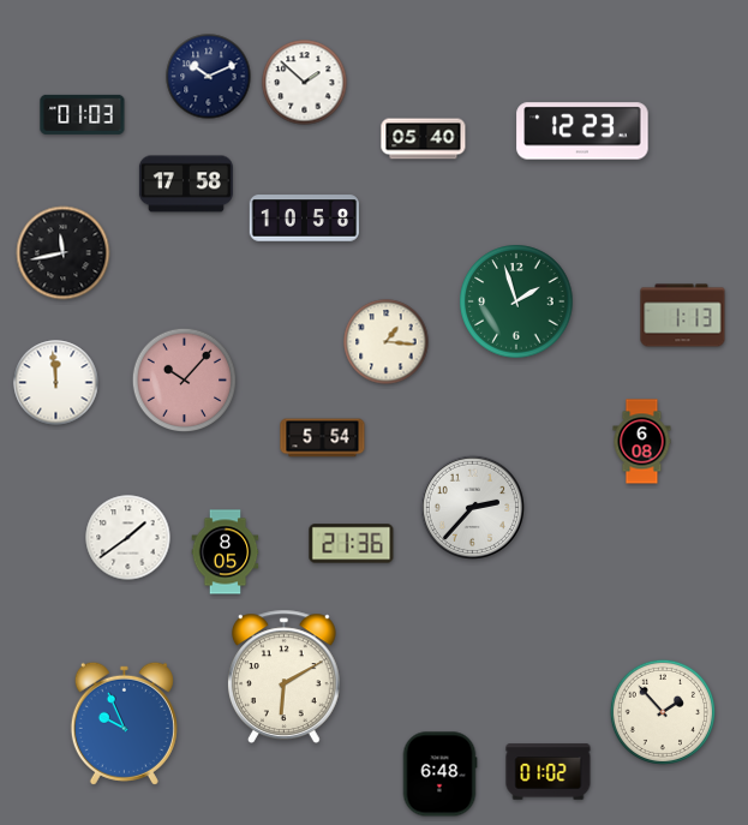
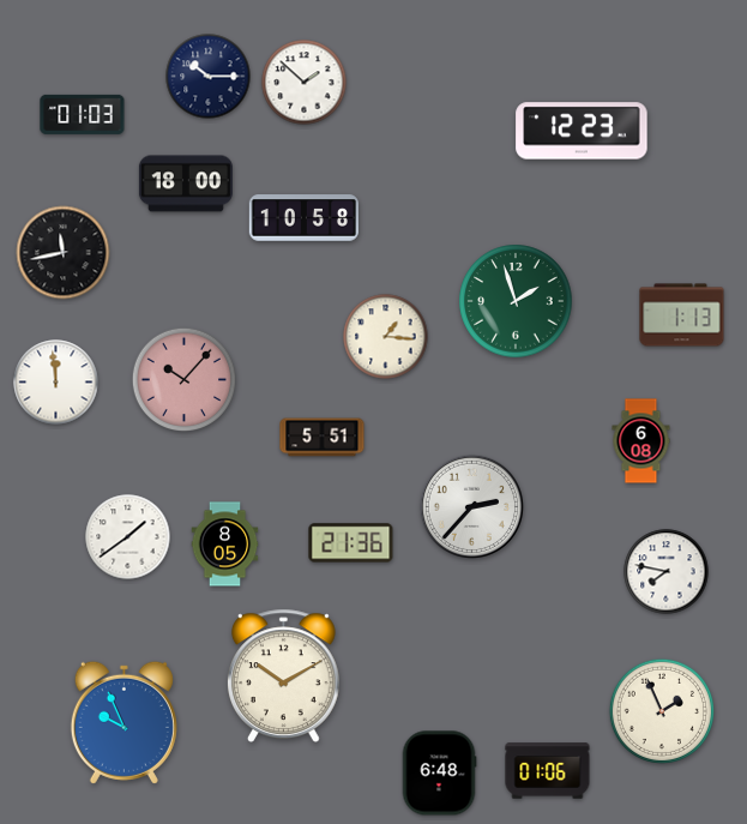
clock at (209, 77): 10:11 -> 10:15
clock at (424, 139): 05:40 -> none
clock at (186, 184): 17:58 -> 18:00
clock at (387, 342) position: (387, 342) -> (386, 337)
clock at (323, 438): 5:54 -> 5:51
clock at (226, 552) position: (226, 552) -> (225, 545)
clock at (667, 572): none -> 7:47
clock at (283, 676): 6:10 -> 10:10
clock at (662, 711): 1:53 -> 1:56
clock at (549, 772): 01:02 -> 01:06
